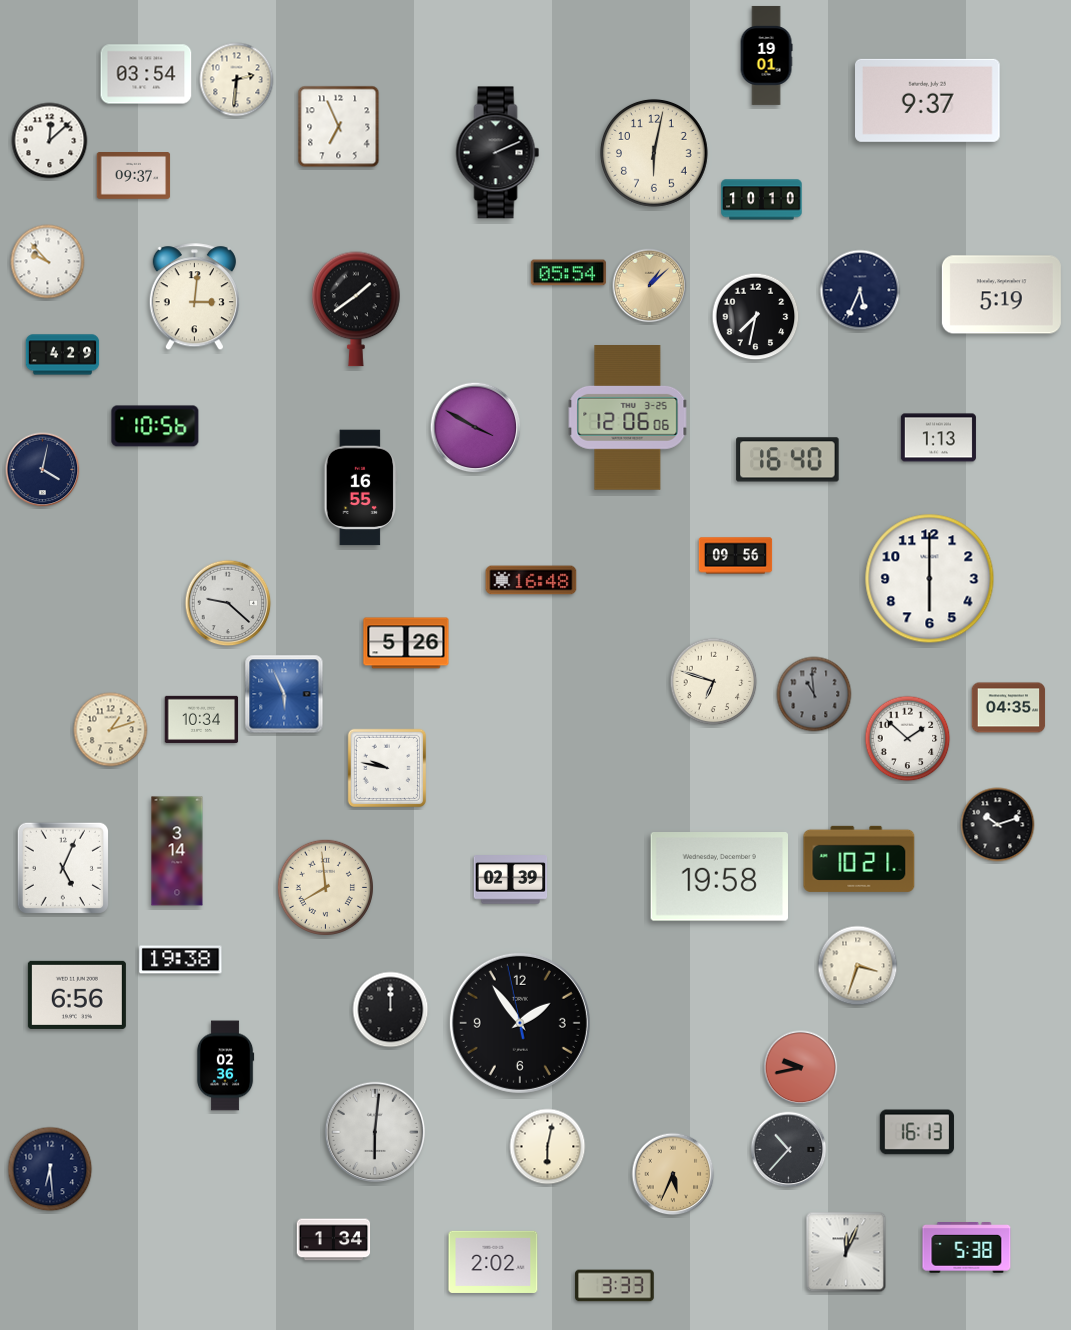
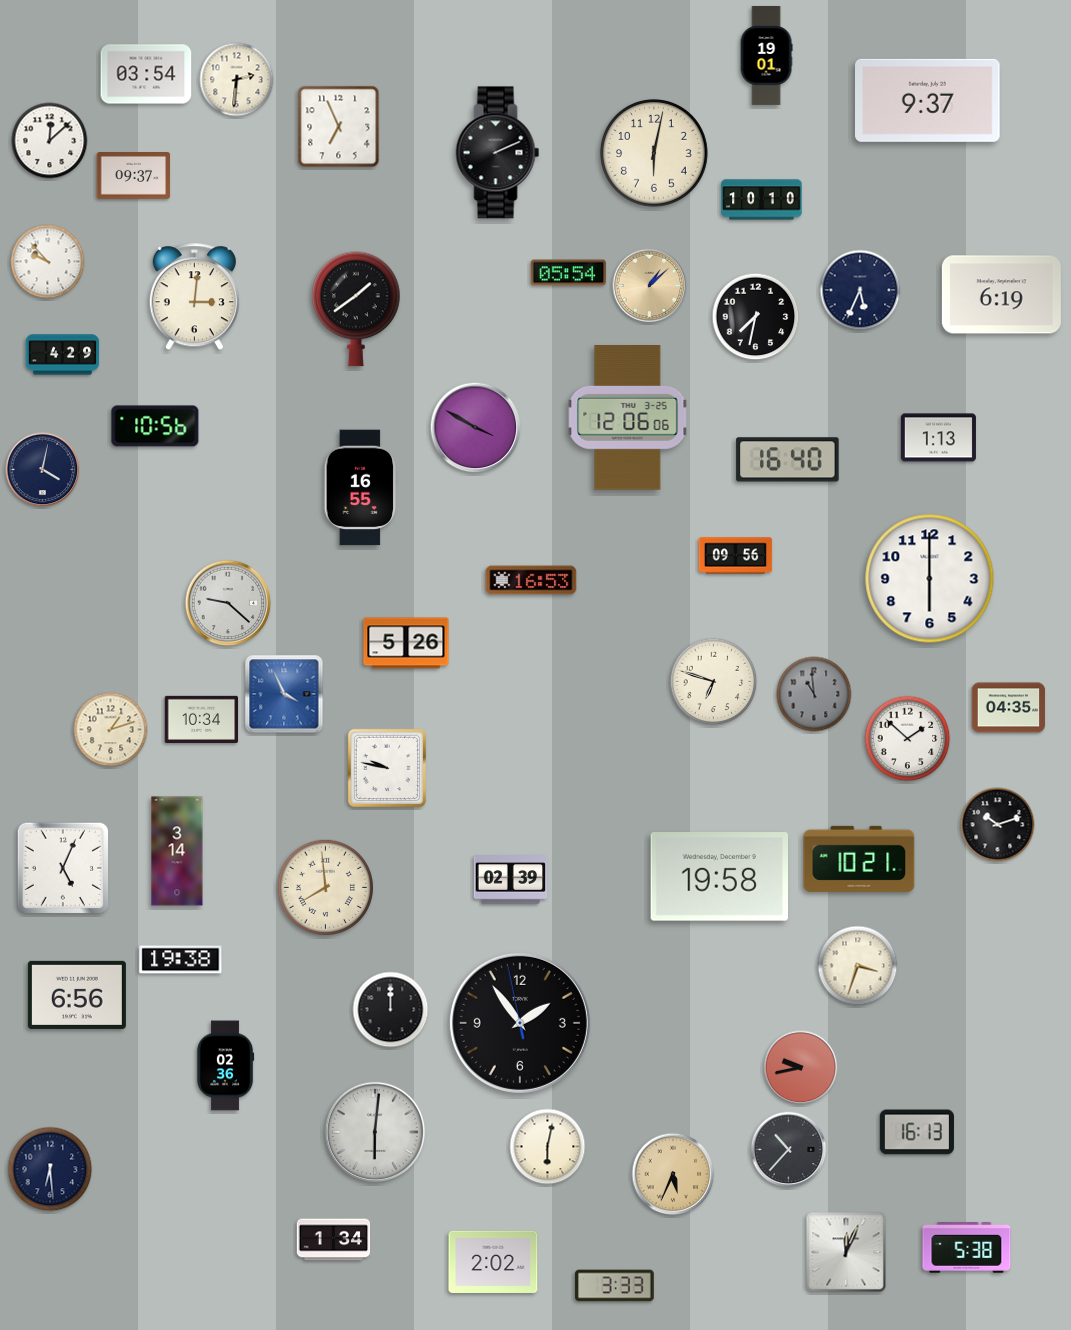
clock at (1001, 295): 5:19 -> 6:19
clock at (531, 580): 16:48 -> 16:53
clock at (284, 694): 5:56 -> 3:56
